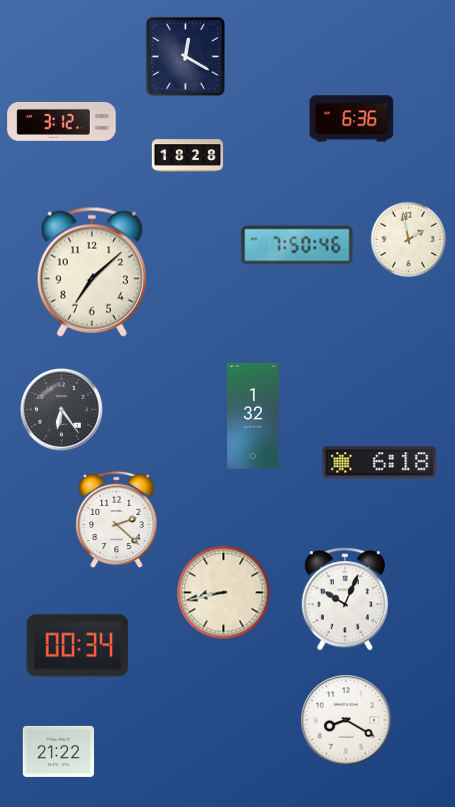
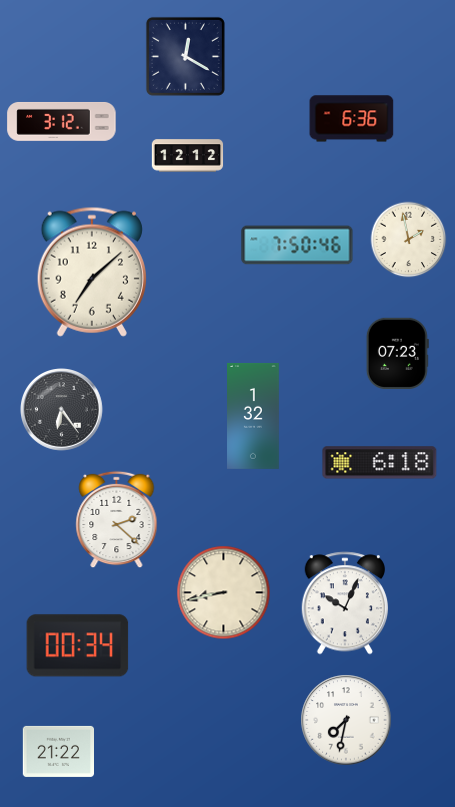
clock at (188, 156): 18:28 -> 12:12
clock at (397, 353): none -> 07:23
clock at (344, 599) position: (344, 599) -> (344, 603)
clock at (346, 720): 8:20 -> 7:32
